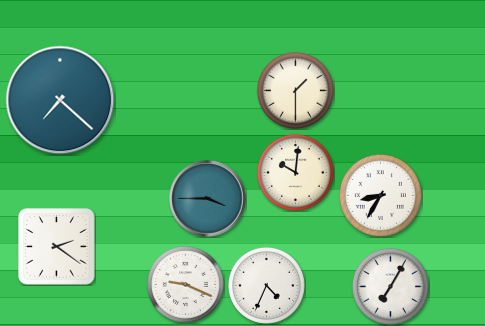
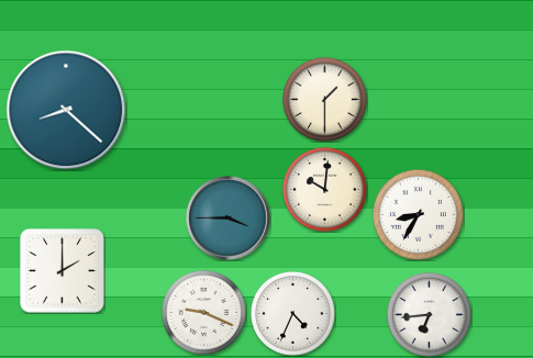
clock at (60, 100): 7:22 -> 8:22
clock at (57, 247): 2:21 -> 2:00
clock at (390, 286): 7:05 -> 6:44
